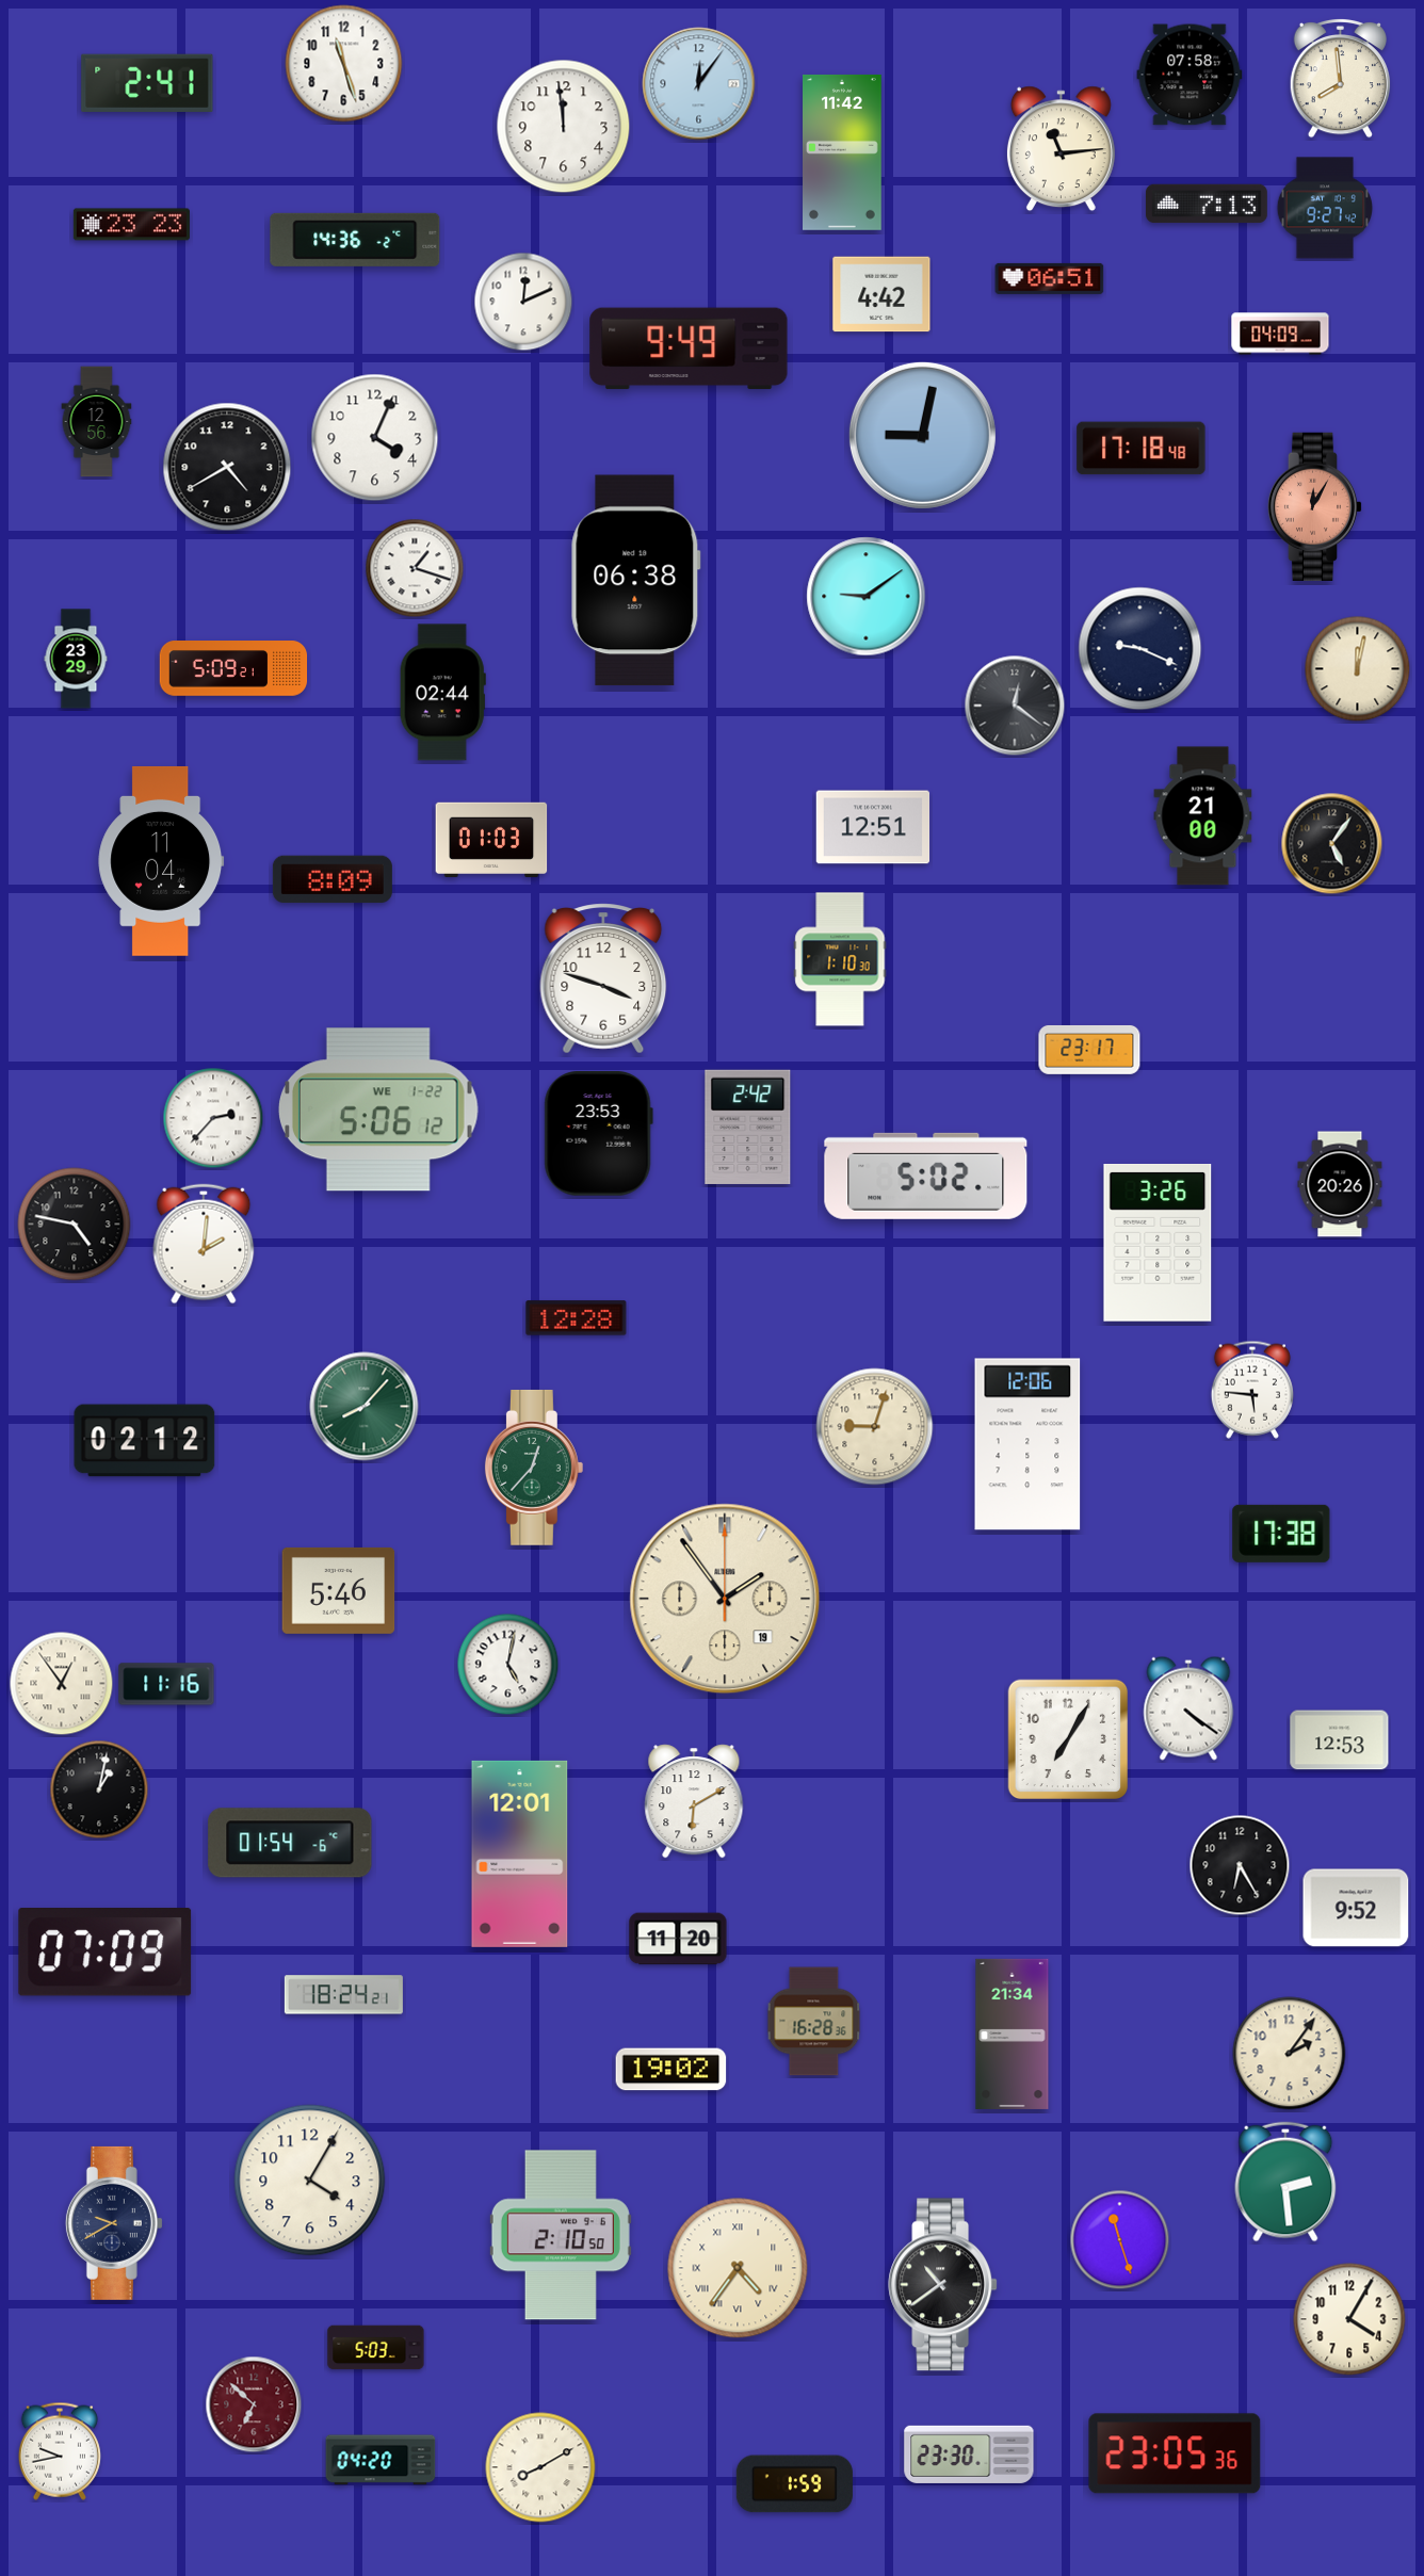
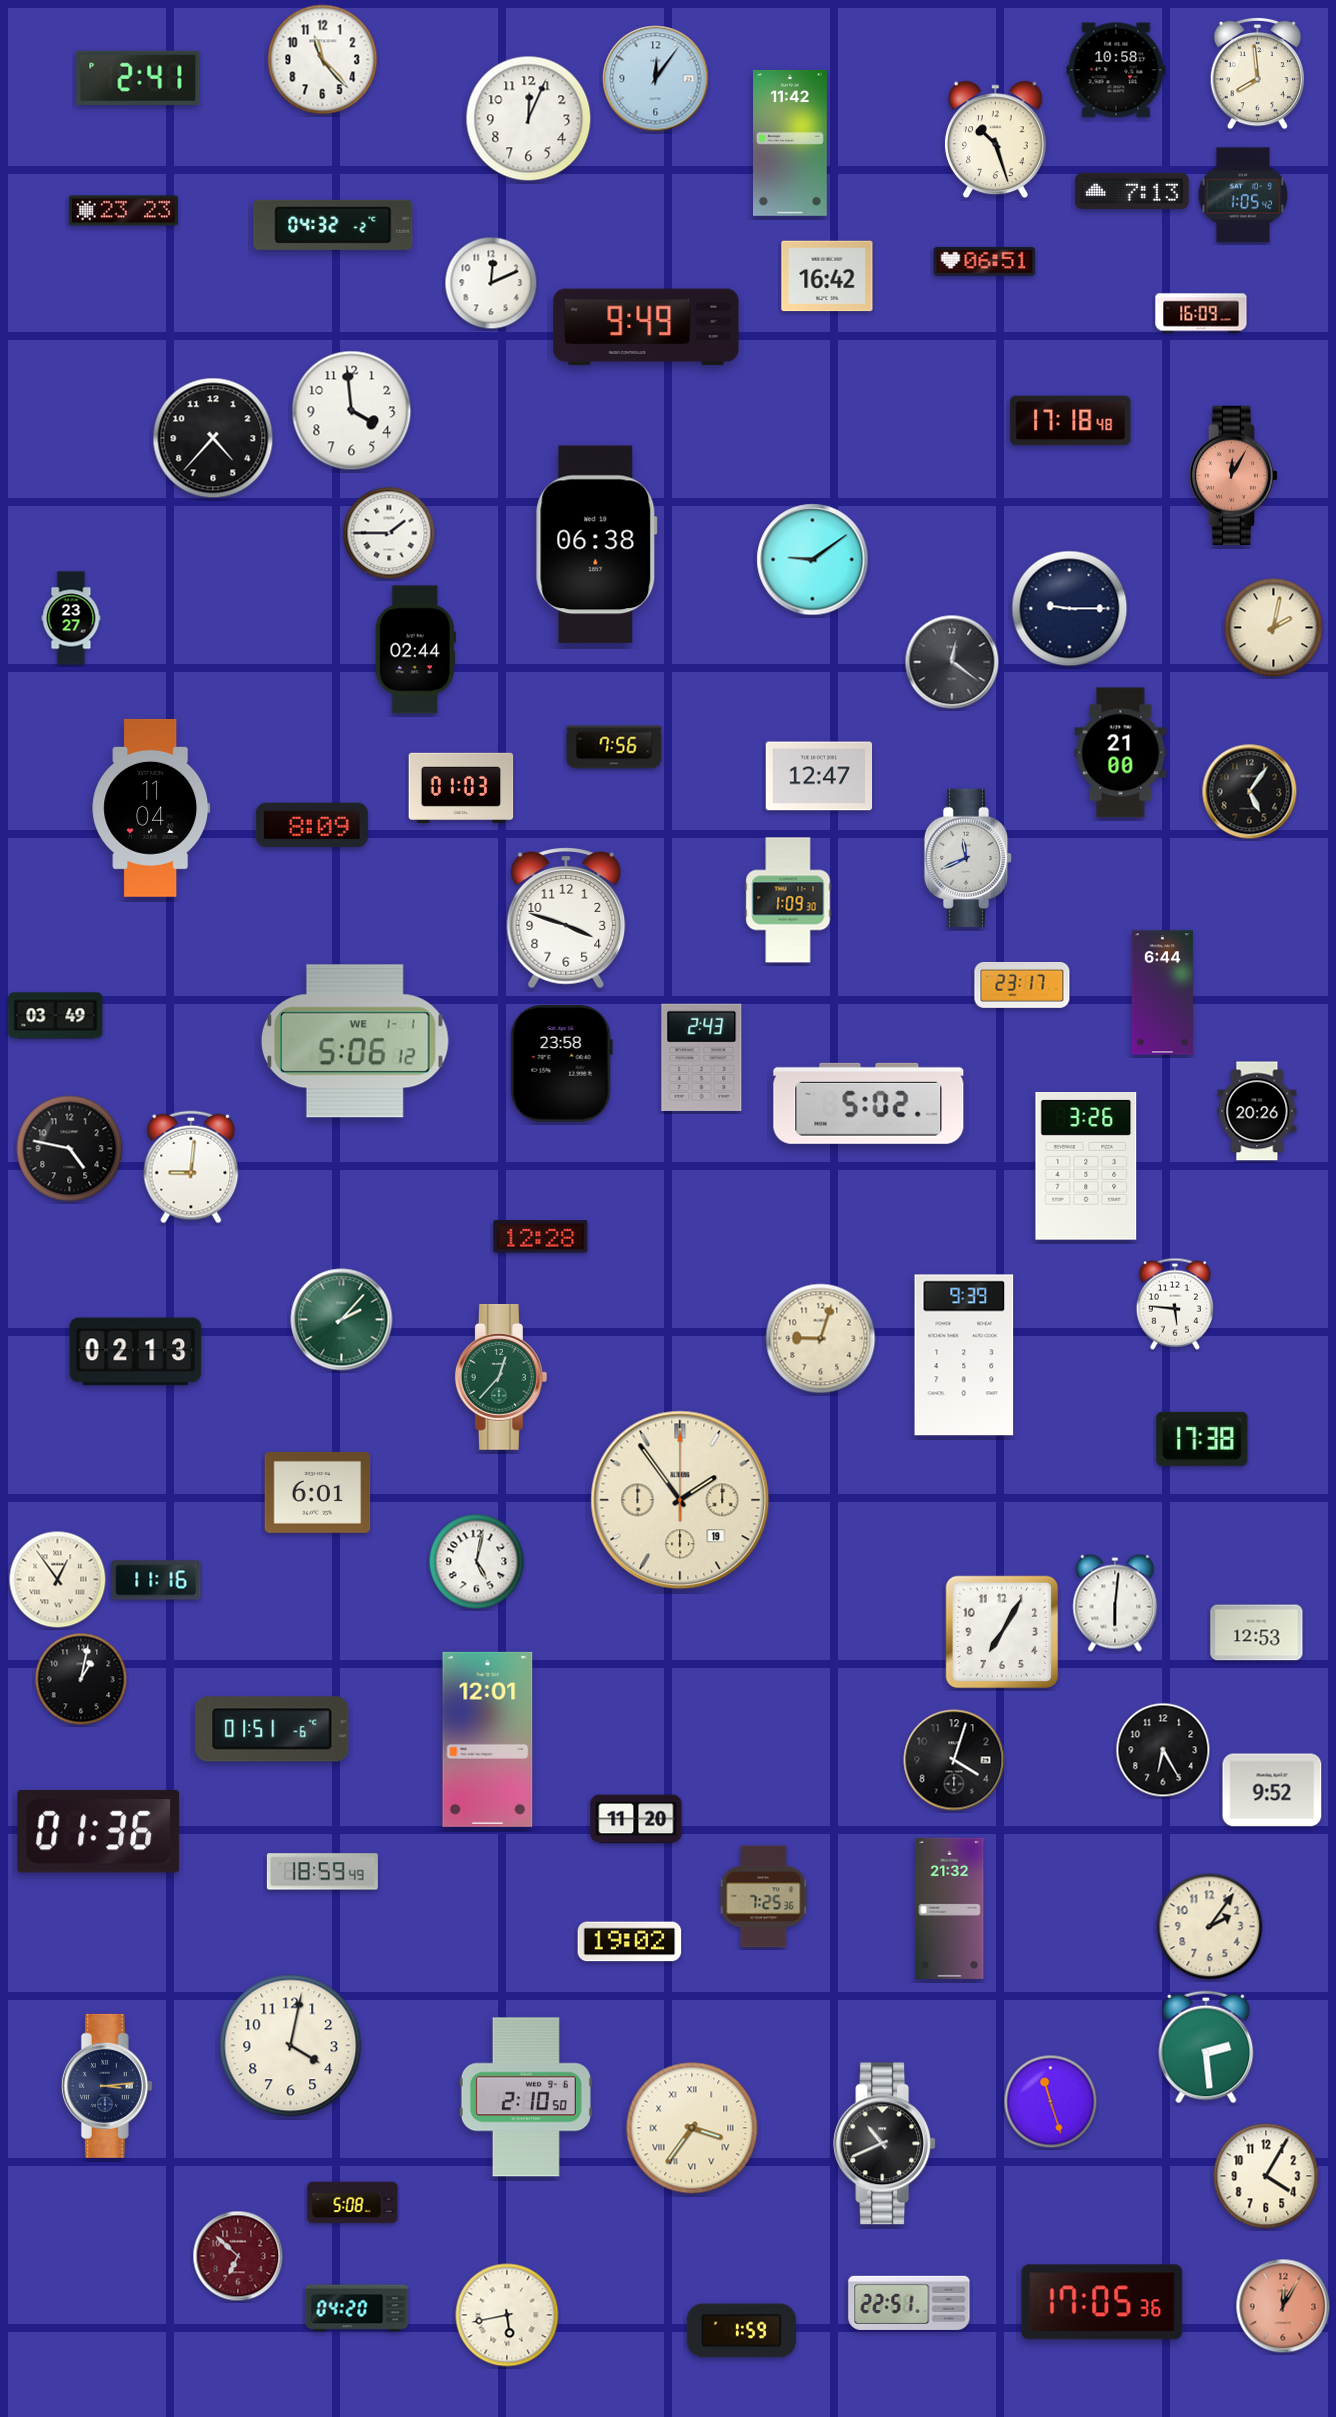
clock at (344, 64): 11:27 -> 11:23
clock at (1190, 75): 07:58 -> 10:58
clock at (564, 127): 11:59 -> 12:04
clock at (1061, 149): 11:14 -> 10:27
clock at (1325, 208): 9:27 -> 1:05
clock at (355, 240): 14:36 -> 04:32
clock at (881, 294): 4:42 -> 16:42
clock at (1280, 334): 04:09 -> 16:09
clock at (97, 422): 12:56 -> none
clock at (922, 435): 9:02 -> none
clock at (375, 438): 4:04 -> 3:59
clock at (227, 467): 4:40 -> 4:37
clock at (415, 568): 1:18 -> 1:45
clock at (1140, 649): 9:19 -> 9:15
clock at (76, 659): 23:29 -> 23:27
clock at (233, 669): 5:09 -> none
clock at (1358, 669): 12:02 -> 2:02
clock at (614, 747): none -> 7:56
clock at (1203, 816) position: (1203, 816) -> (1121, 753)
clock at (873, 827): 12:51 -> 12:47
clock at (968, 857): none -> 11:41
clock at (840, 959): 1:10 -> 1:09
clock at (1162, 993): none -> 6:44
clock at (56, 1016): none -> 03:49
clock at (378, 1109) date: WE 1-22 -> WE 1-1
clock at (213, 1118): 2:37 -> none
clock at (748, 1127): 2:42 -> 2:43
clock at (598, 1134): 23:53 -> 23:58
clock at (204, 1244): 2:01 -> 9:01
clock at (365, 1407): 8:07 -> 2:07
clock at (145, 1441): 02:12 -> 02:13
clock at (1027, 1444): 12:06 -> 9:39
clock at (339, 1590): 5:46 -> 6:01
clock at (1188, 1708): 4:21 -> 6:01
clock at (99, 1789) position: (99, 1789) -> (81, 1679)
clock at (694, 1801): 6:10 -> none
clock at (290, 1843): 01:54 -> 01:51
clock at (954, 1760): none -> 4:03
clock at (106, 1951): 07:09 -> 01:36
clock at (343, 1995): 18:24 -> 18:59
clock at (814, 2022): 16:28 -> 7:25
clock at (1013, 2034): 21:34 -> 21:32
clock at (310, 2181): 4:05 -> 4:02
clock at (114, 2223): 9:40 -> 3:14
clock at (738, 2268): 4:36 -> 3:36
clock at (943, 2285): 10:39 -> 10:41
clock at (376, 2348): 5:03 -> 5:08
clock at (60, 2451): 9:43 -> none
clock at (1175, 2453): 23:05 -> 17:05
clock at (969, 2455): 23:30 -> 22:51
clock at (1283, 2306): none -> 12:05
clock at (540, 2467): 8:10 -> 5:43
clock at (794, 2484) position: (794, 2484) -> (741, 2331)
